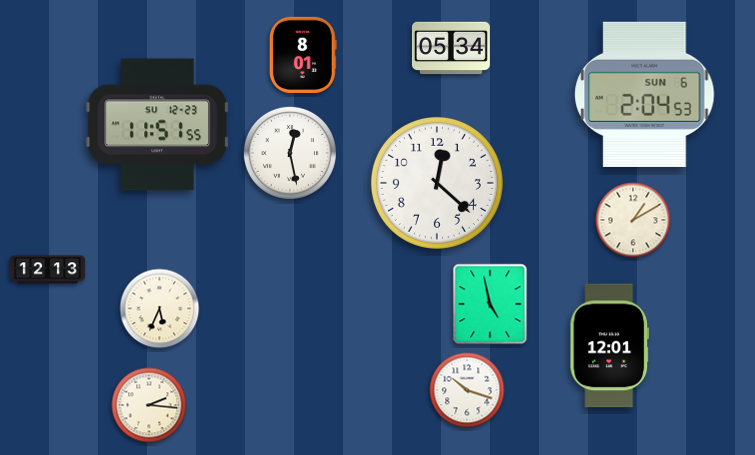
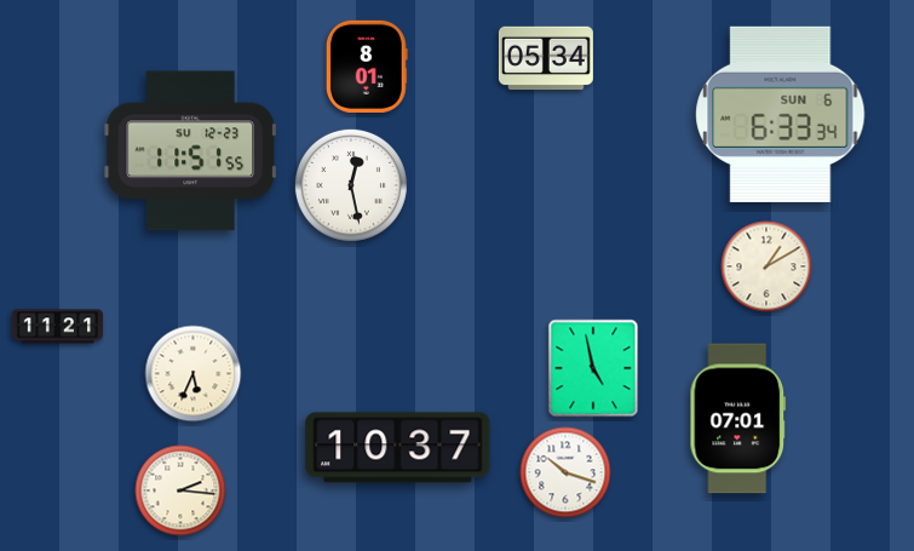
clock at (645, 94): 2:04 -> 6:33
clock at (437, 183): 12:22 -> none
clock at (48, 270): 12:13 -> 11:21
clock at (610, 346): 12:01 -> 07:01
clock at (398, 448): none -> 10:37
